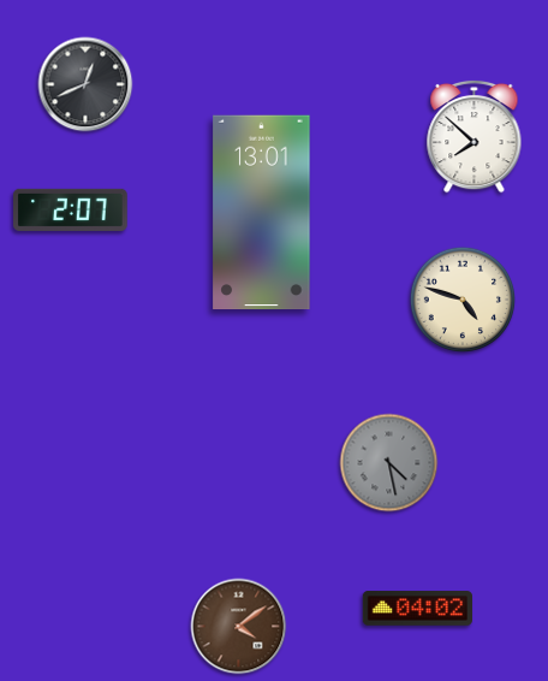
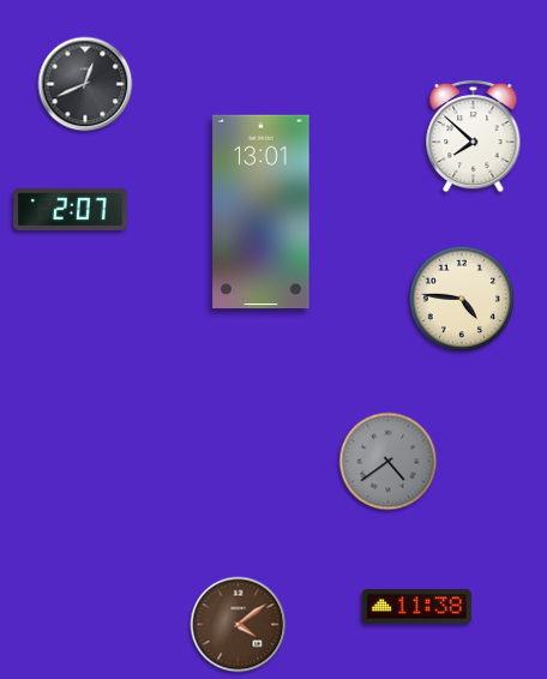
clock at (461, 298): 4:48 -> 4:46
clock at (389, 463): 4:28 -> 4:39
clock at (417, 609): 04:02 -> 11:38
